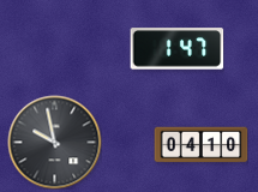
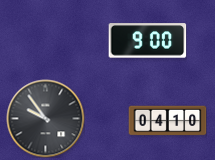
clock at (176, 49): 1:47 -> 9:00
clock at (54, 142): 9:58 -> 9:54
